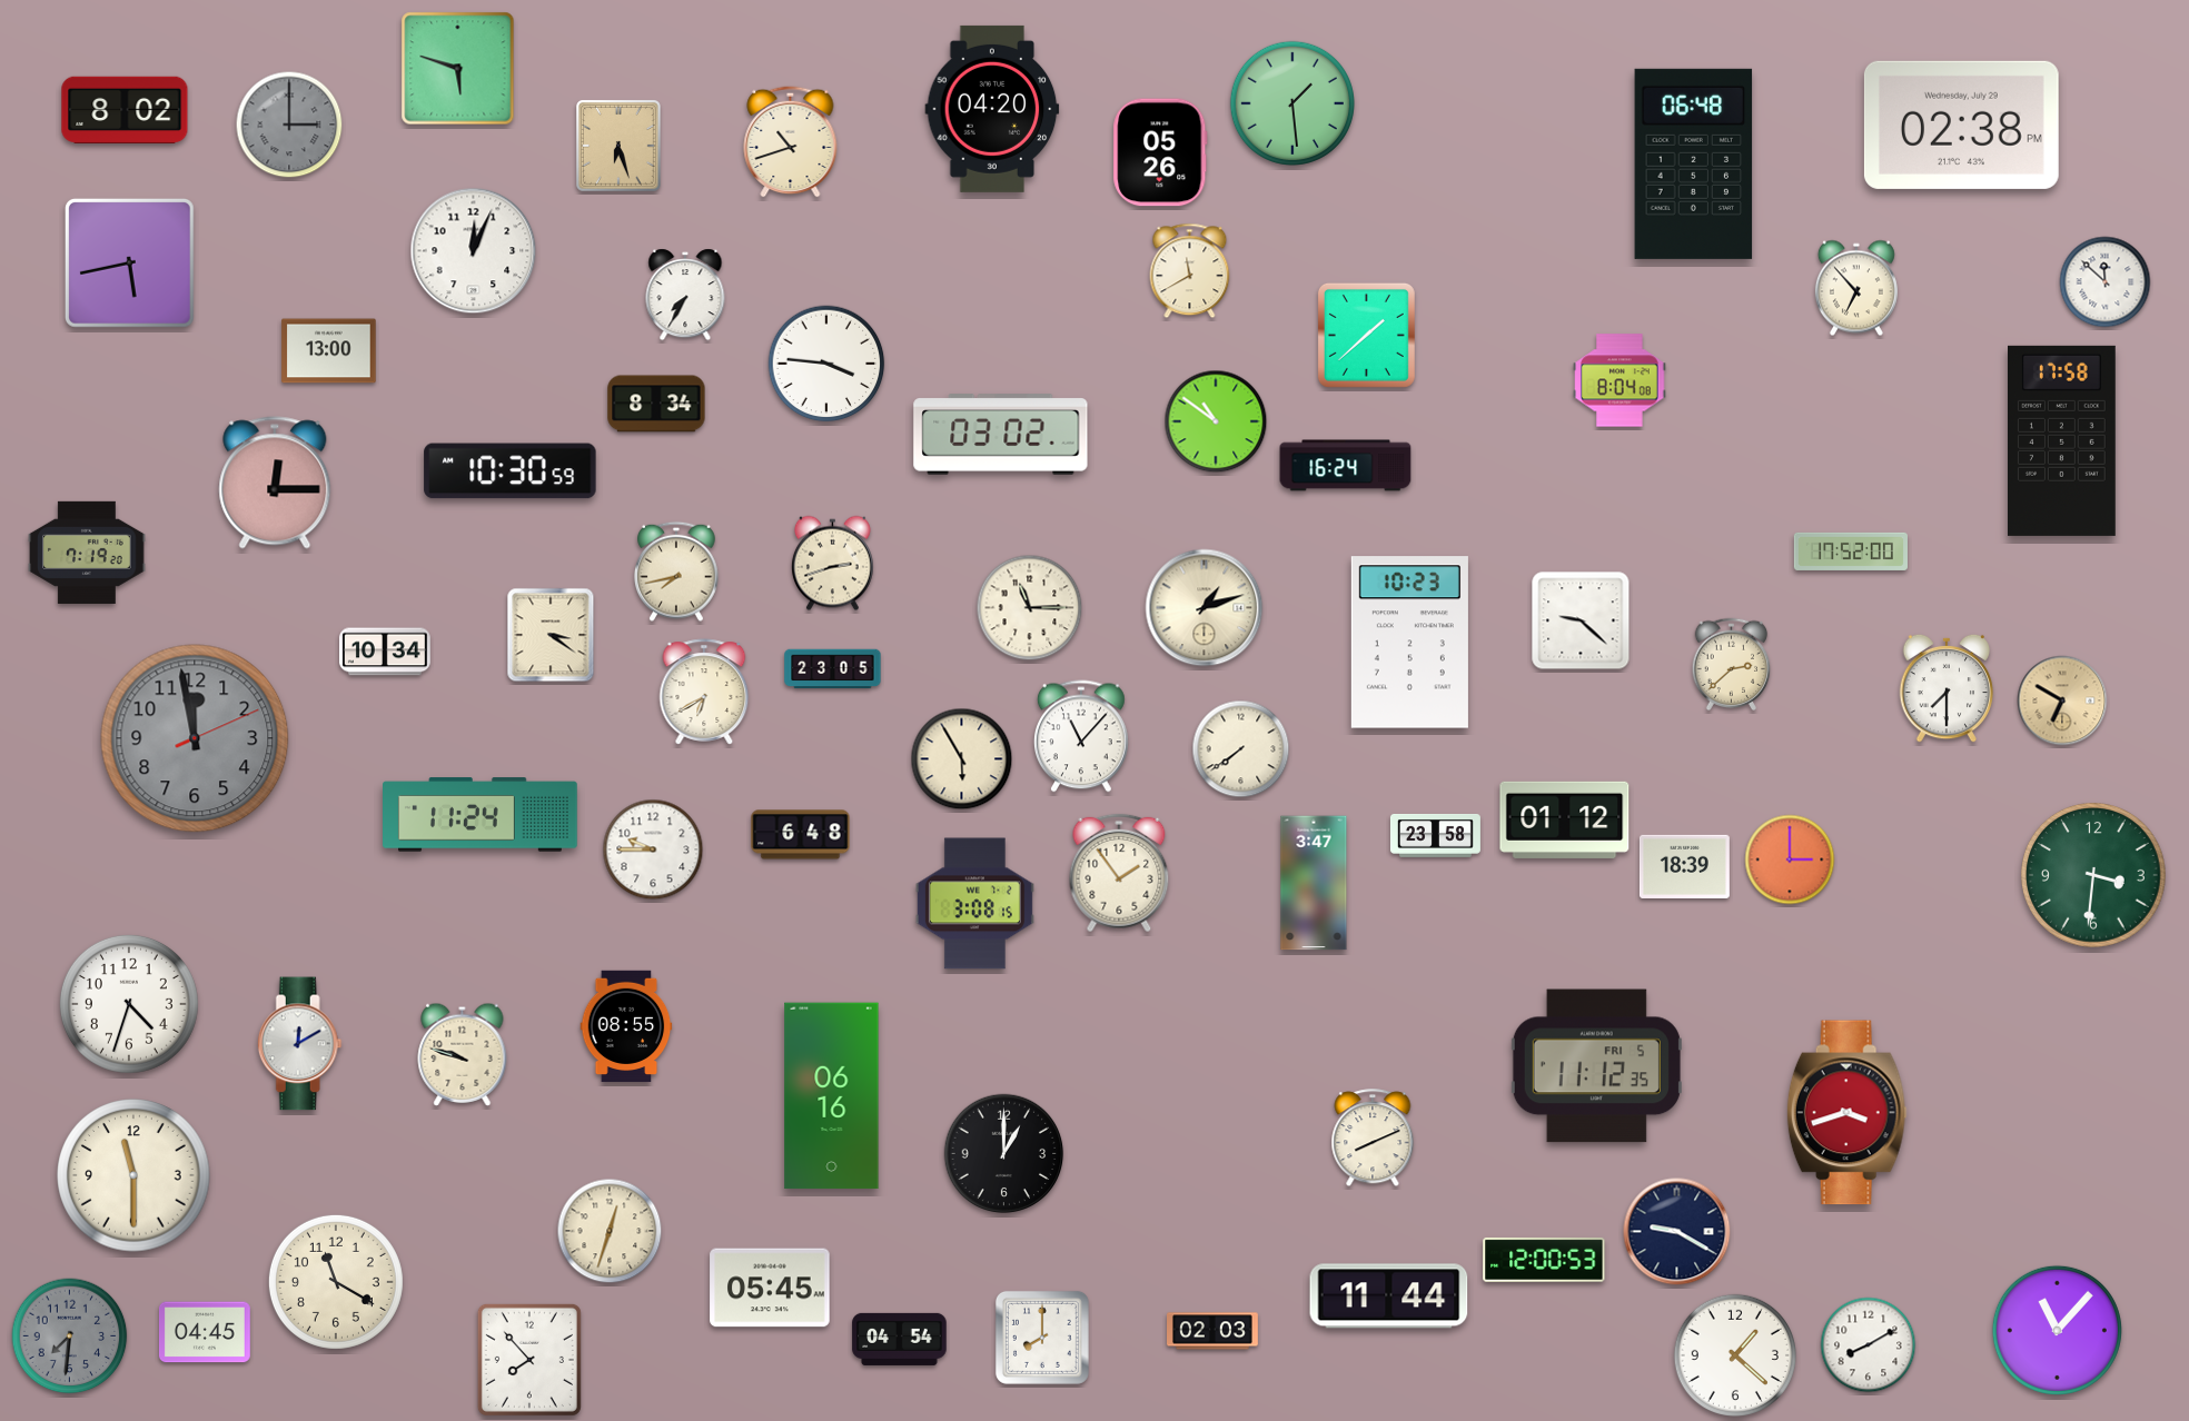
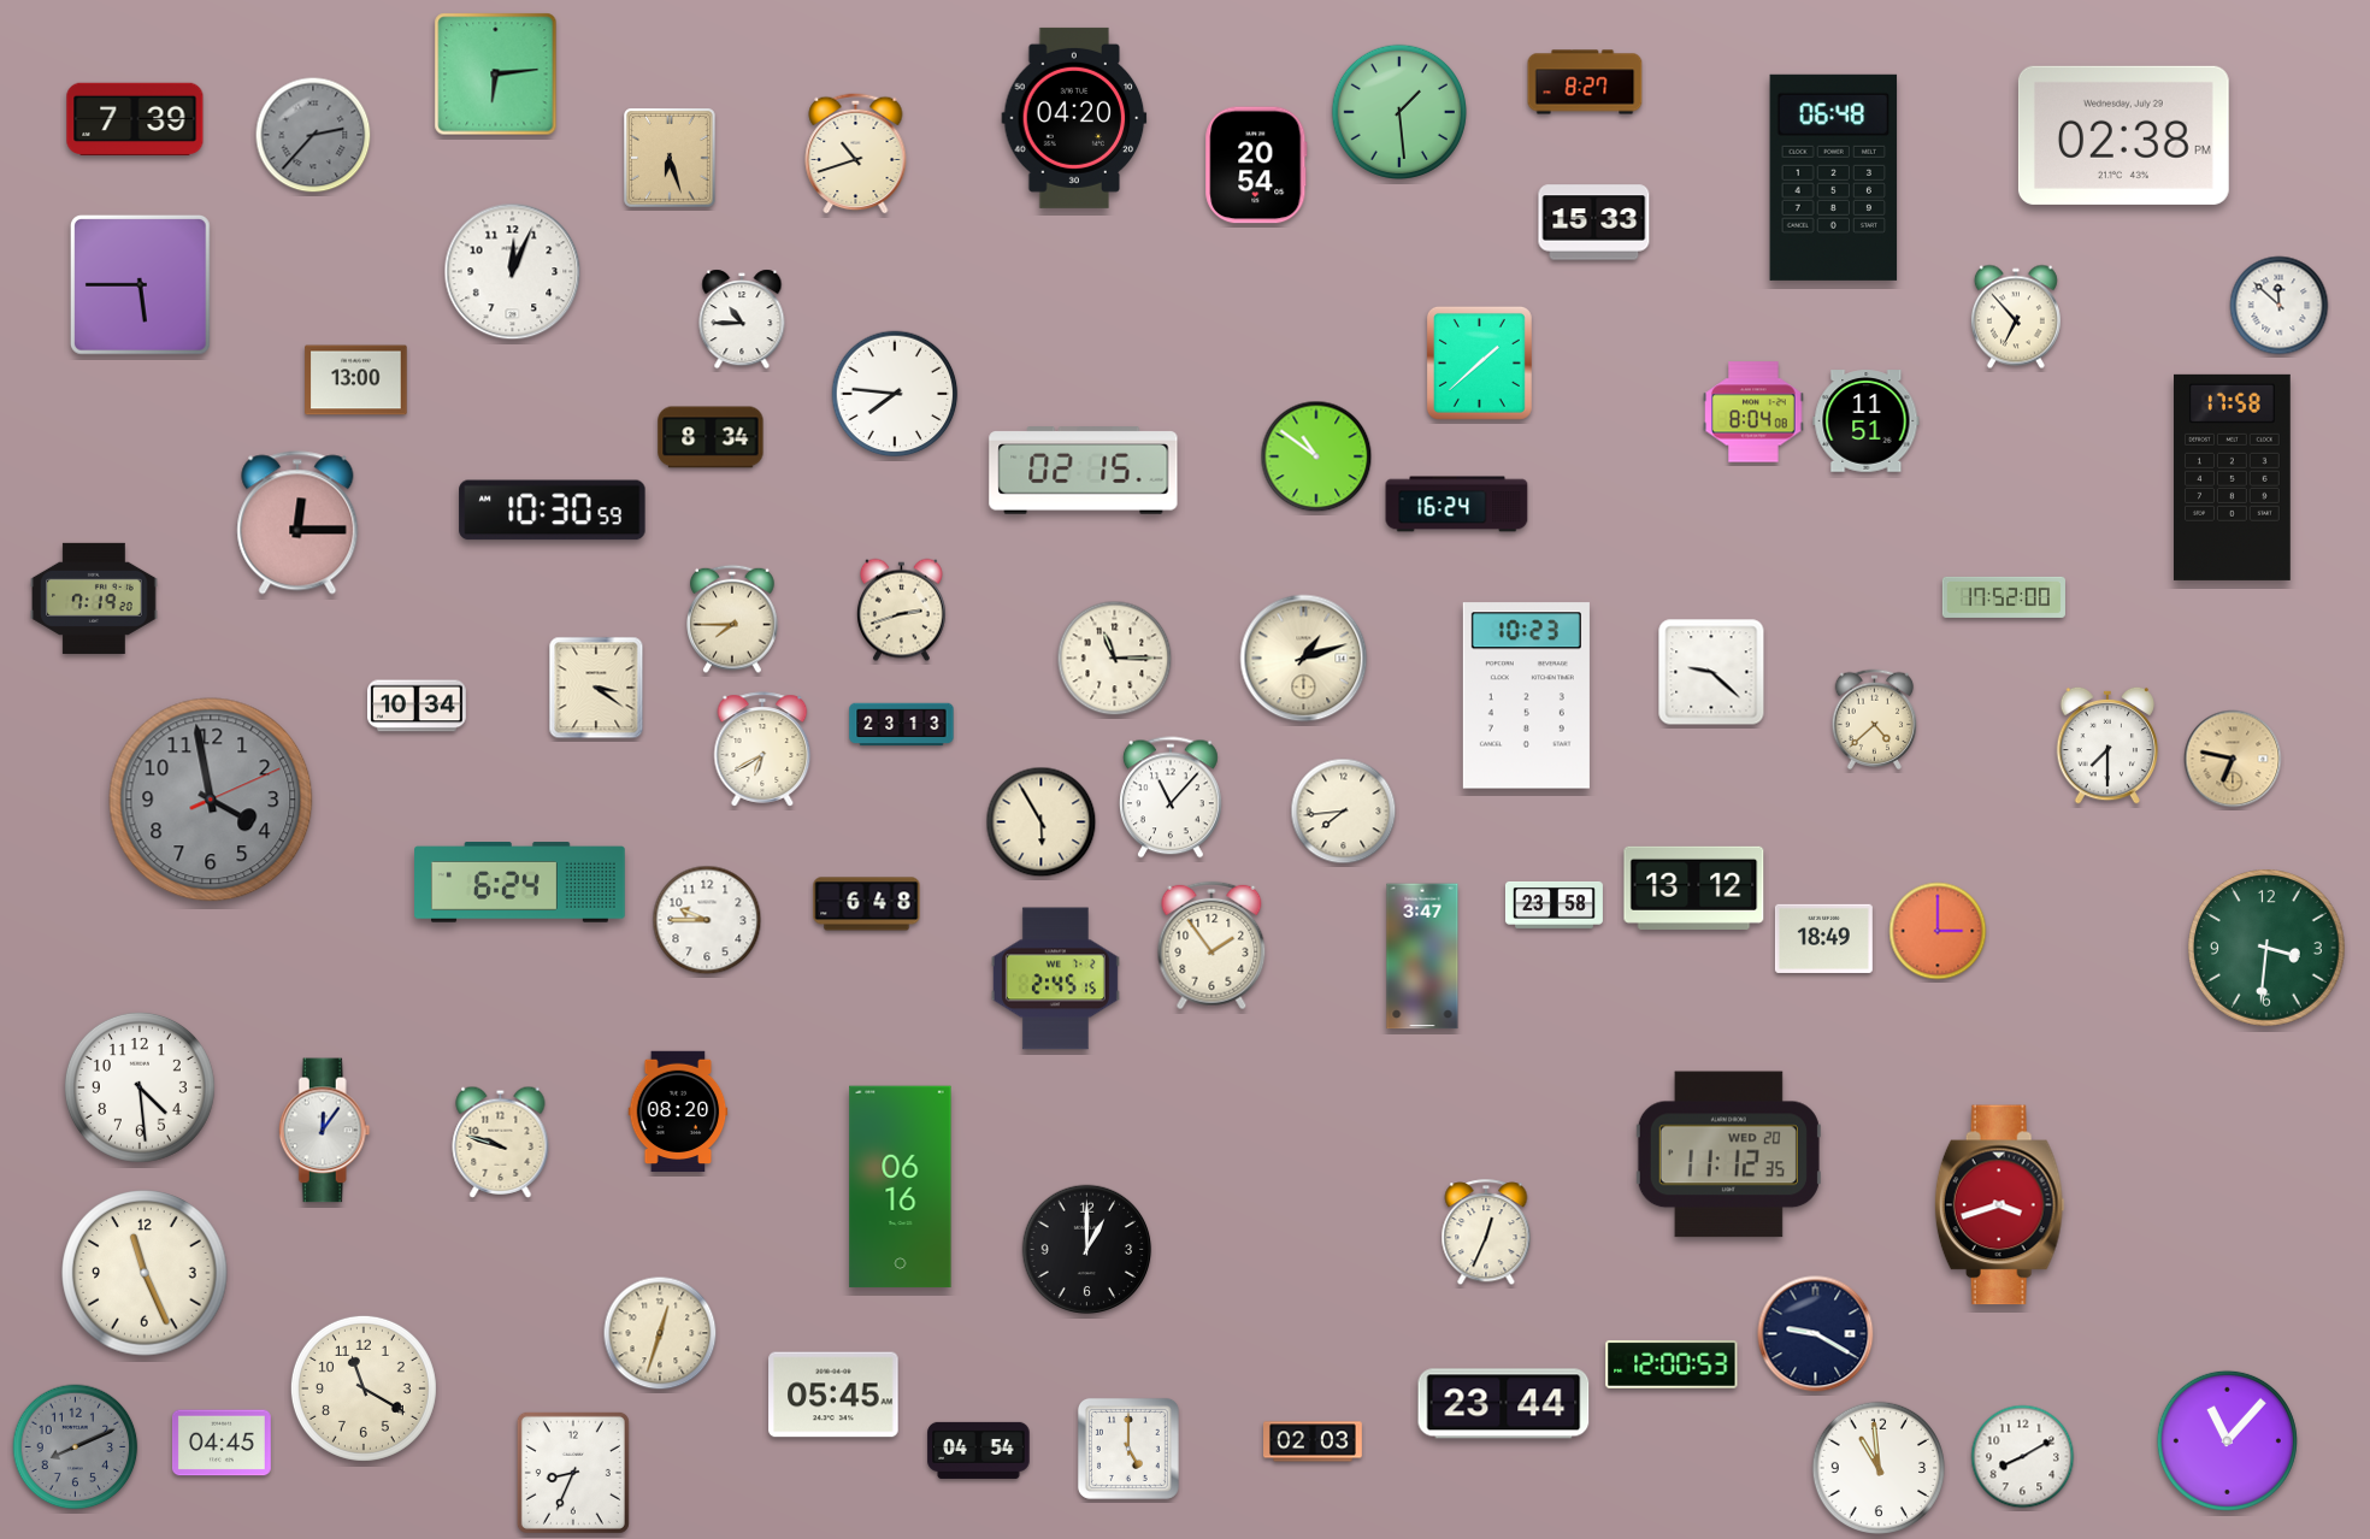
clock at (458, 69): 5:48 -> 6:14
clock at (1585, 82): none -> 8:27
clock at (125, 110): 8:02 -> 7:39
clock at (289, 125): 3:00 -> 2:37
clock at (1160, 152): 05:26 -> 20:54
clock at (1594, 223): none -> 15:33
clock at (130, 262): 5:43 -> 5:45
clock at (1190, 271): 11:40 -> none
clock at (1856, 288) position: (1856, 288) -> (2016, 317)
clock at (685, 295): 7:35 -> 10:45
clock at (826, 364): 3:46 -> 7:46
clock at (1867, 421): none -> 11:51
clock at (1001, 435): 03:02 -> 02:15
clock at (676, 572): 7:43 -> 7:45
clock at (1732, 664): 2:38 -> 4:38
clock at (833, 669): 23:05 -> 23:13
clock at (2062, 700): 6:50 -> 6:47
clock at (195, 738): 11:58 -> 3:58
clock at (1241, 749): 7:39 -> 7:44
clock at (481, 815): 11:24 -> 6:24
clock at (1565, 819): 01:12 -> 13:12
clock at (1684, 866): 18:39 -> 18:49
clock at (974, 904): 3:08 -> 2:45
clock at (129, 1004): 4:33 -> 4:29
clock at (626, 1026): 08:55 -> 08:20
clock at (299, 1044): 12:10 -> 12:06
clock at (1596, 1066) date: FRI 5 -> WED 20
clock at (1373, 1139): 8:11 -> 12:34
clock at (133, 1175): 11:30 -> 11:26
clock at (1389, 1296): 11:44 -> 23:44
clock at (70, 1336): 7:31 -> 8:11
clock at (1042, 1338): 8:00 -> 5:00
clock at (900, 1339) position: (900, 1339) -> (979, 1450)
clock at (1734, 1354): 1:22 -> 10:59
clock at (529, 1360): 7:53 -> 8:34
